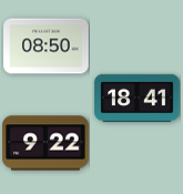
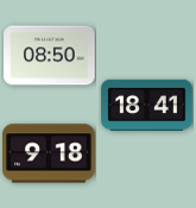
clock at (47, 47) position: (47, 47) -> (50, 56)
clock at (45, 143): 9:22 -> 9:18
